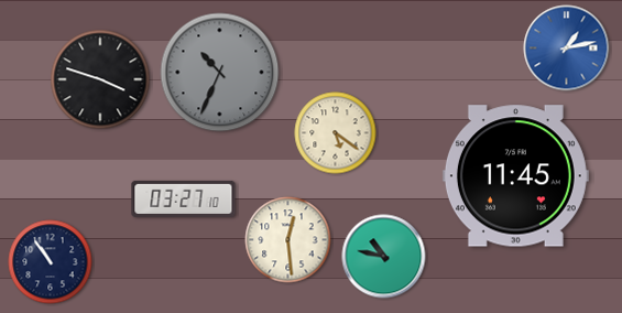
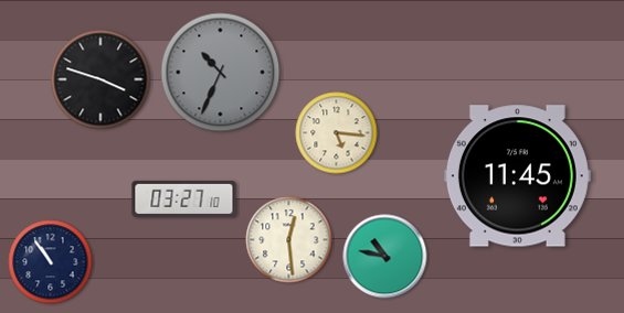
clock at (567, 48): 1:13 -> none
clock at (336, 133): 5:21 -> 5:16
